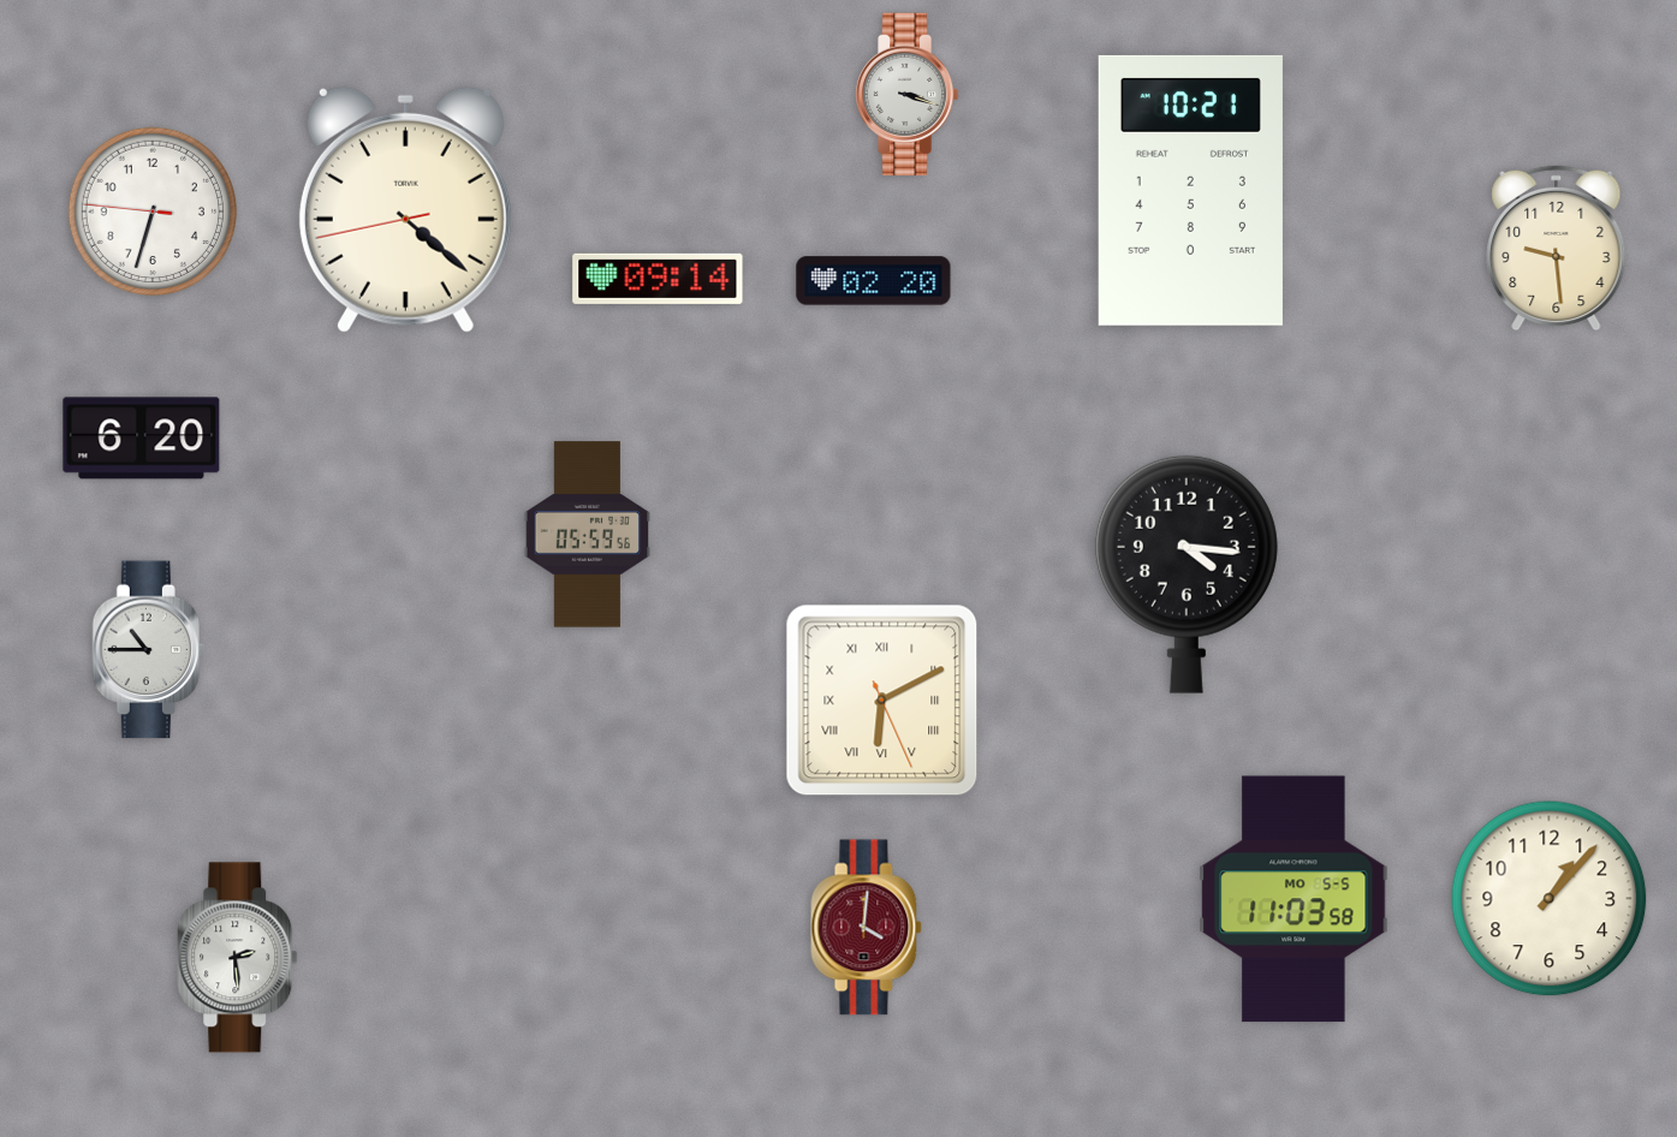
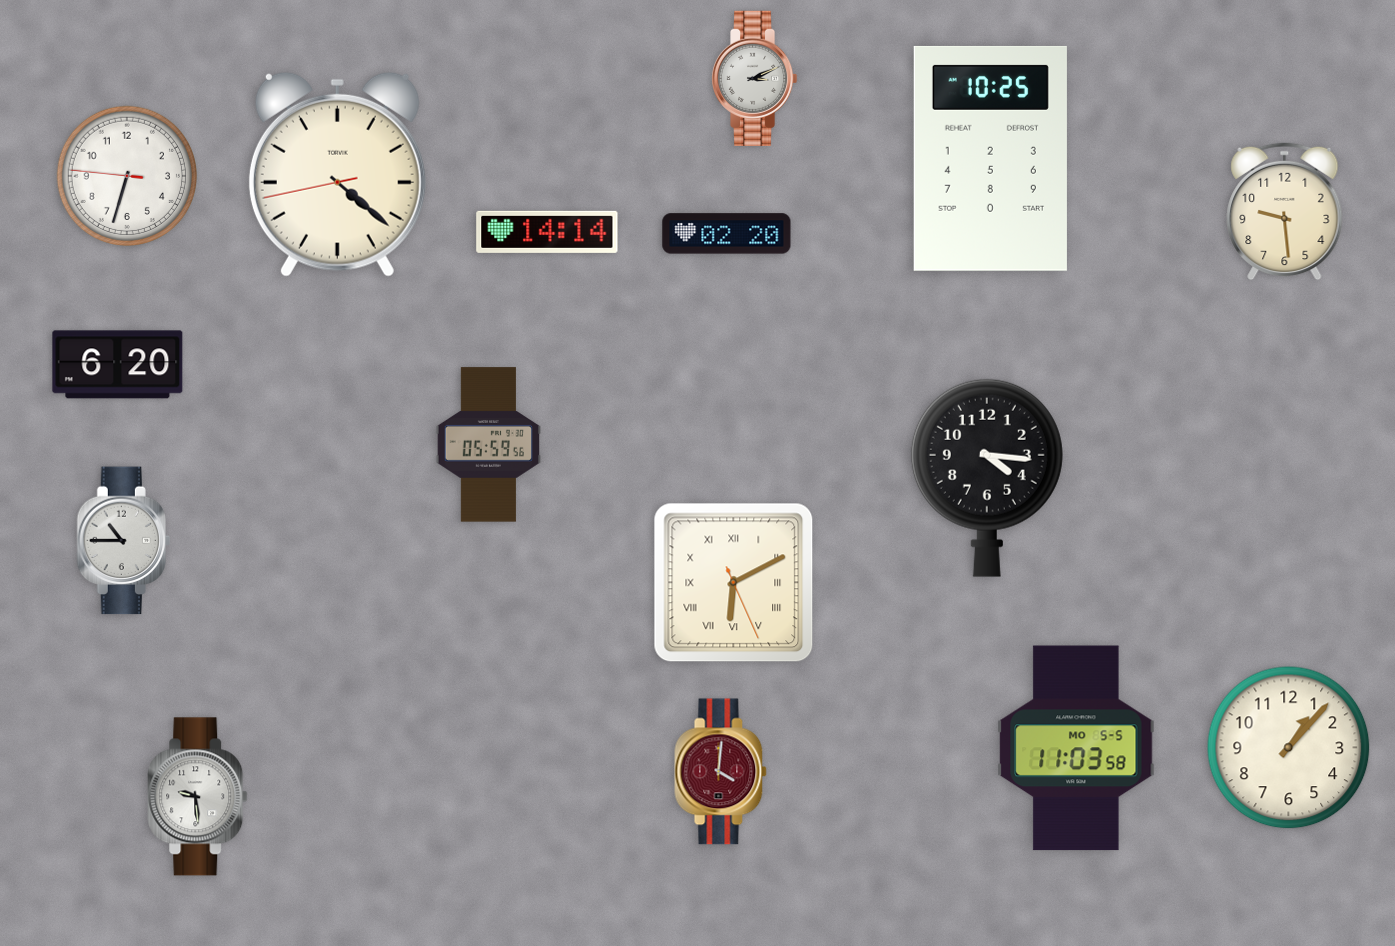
clock at (906, 94): 3:18 -> 3:11
clock at (1190, 190): 10:21 -> 10:25
clock at (1557, 249) position: (1557, 249) -> (1285, 212)
clock at (658, 279): 09:14 -> 14:14
clock at (238, 958): 2:29 -> 9:29
